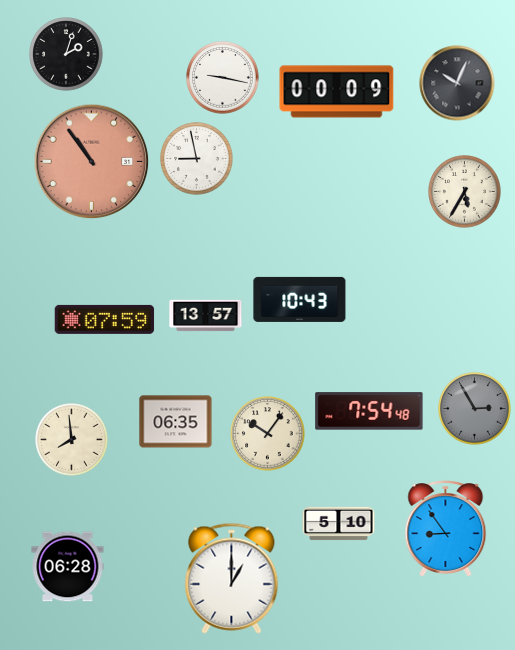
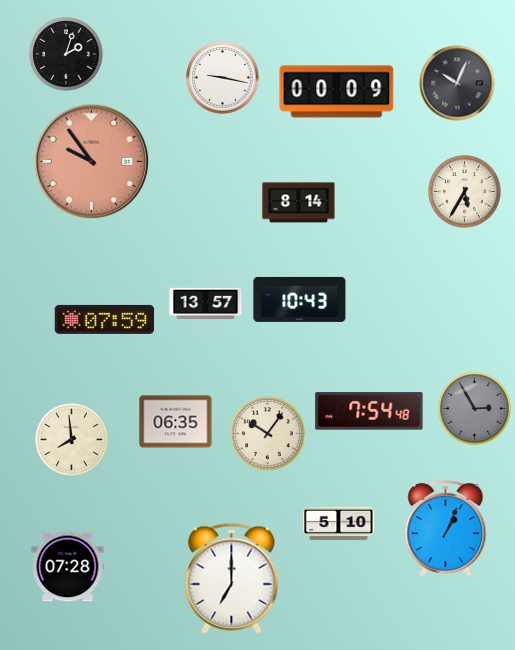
clock at (197, 159): 8:58 -> none
clock at (92, 162): 10:54 -> 9:54
clock at (299, 203): none -> 8:14
clock at (206, 316) position: (206, 316) -> (206, 304)
clock at (446, 529): 8:54 -> 1:04
clock at (68, 567): 06:28 -> 07:28
clock at (232, 578): 1:00 -> 7:00
